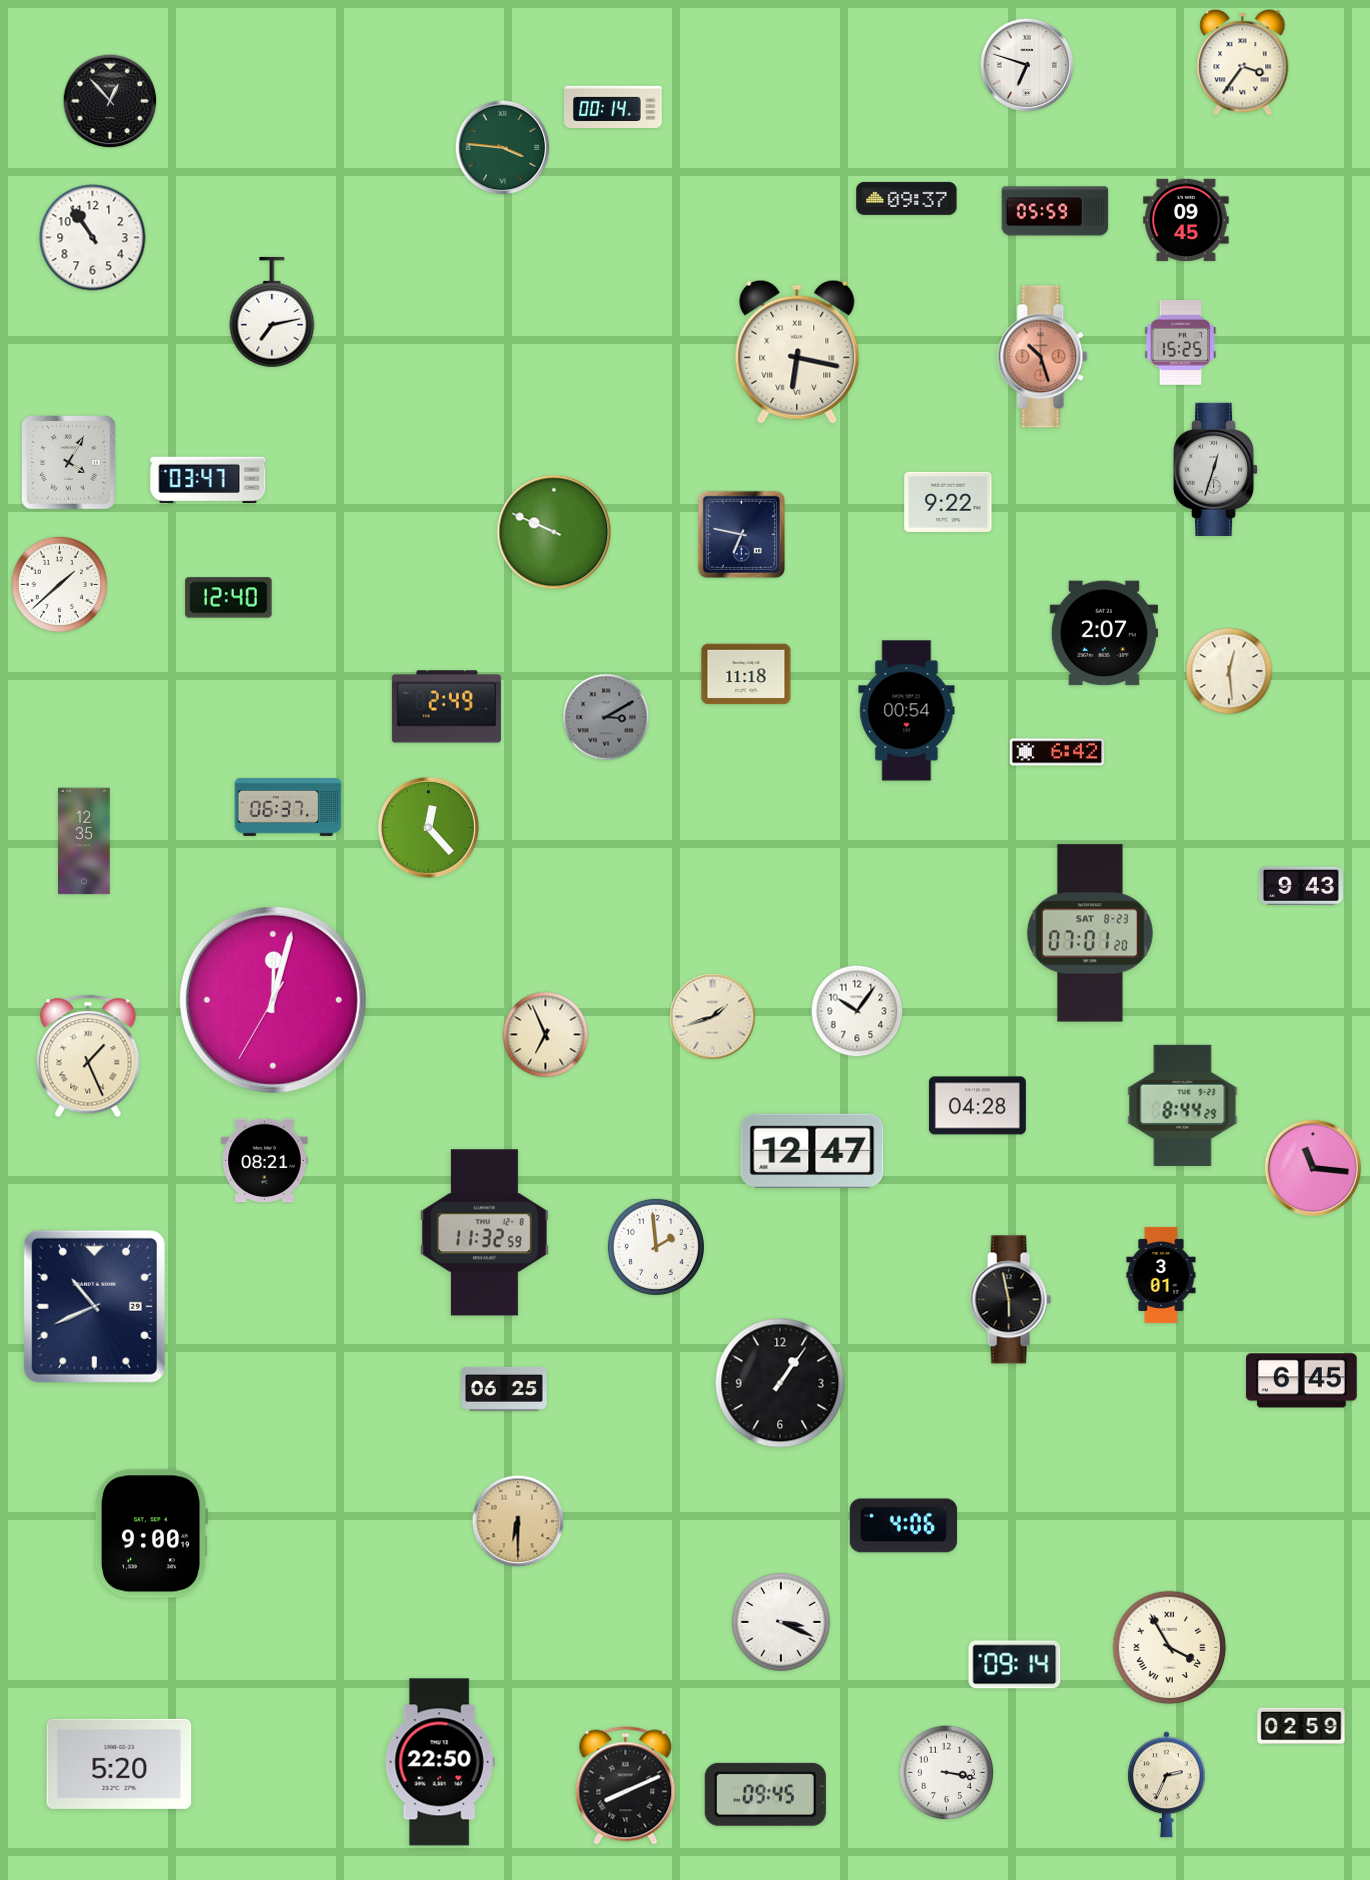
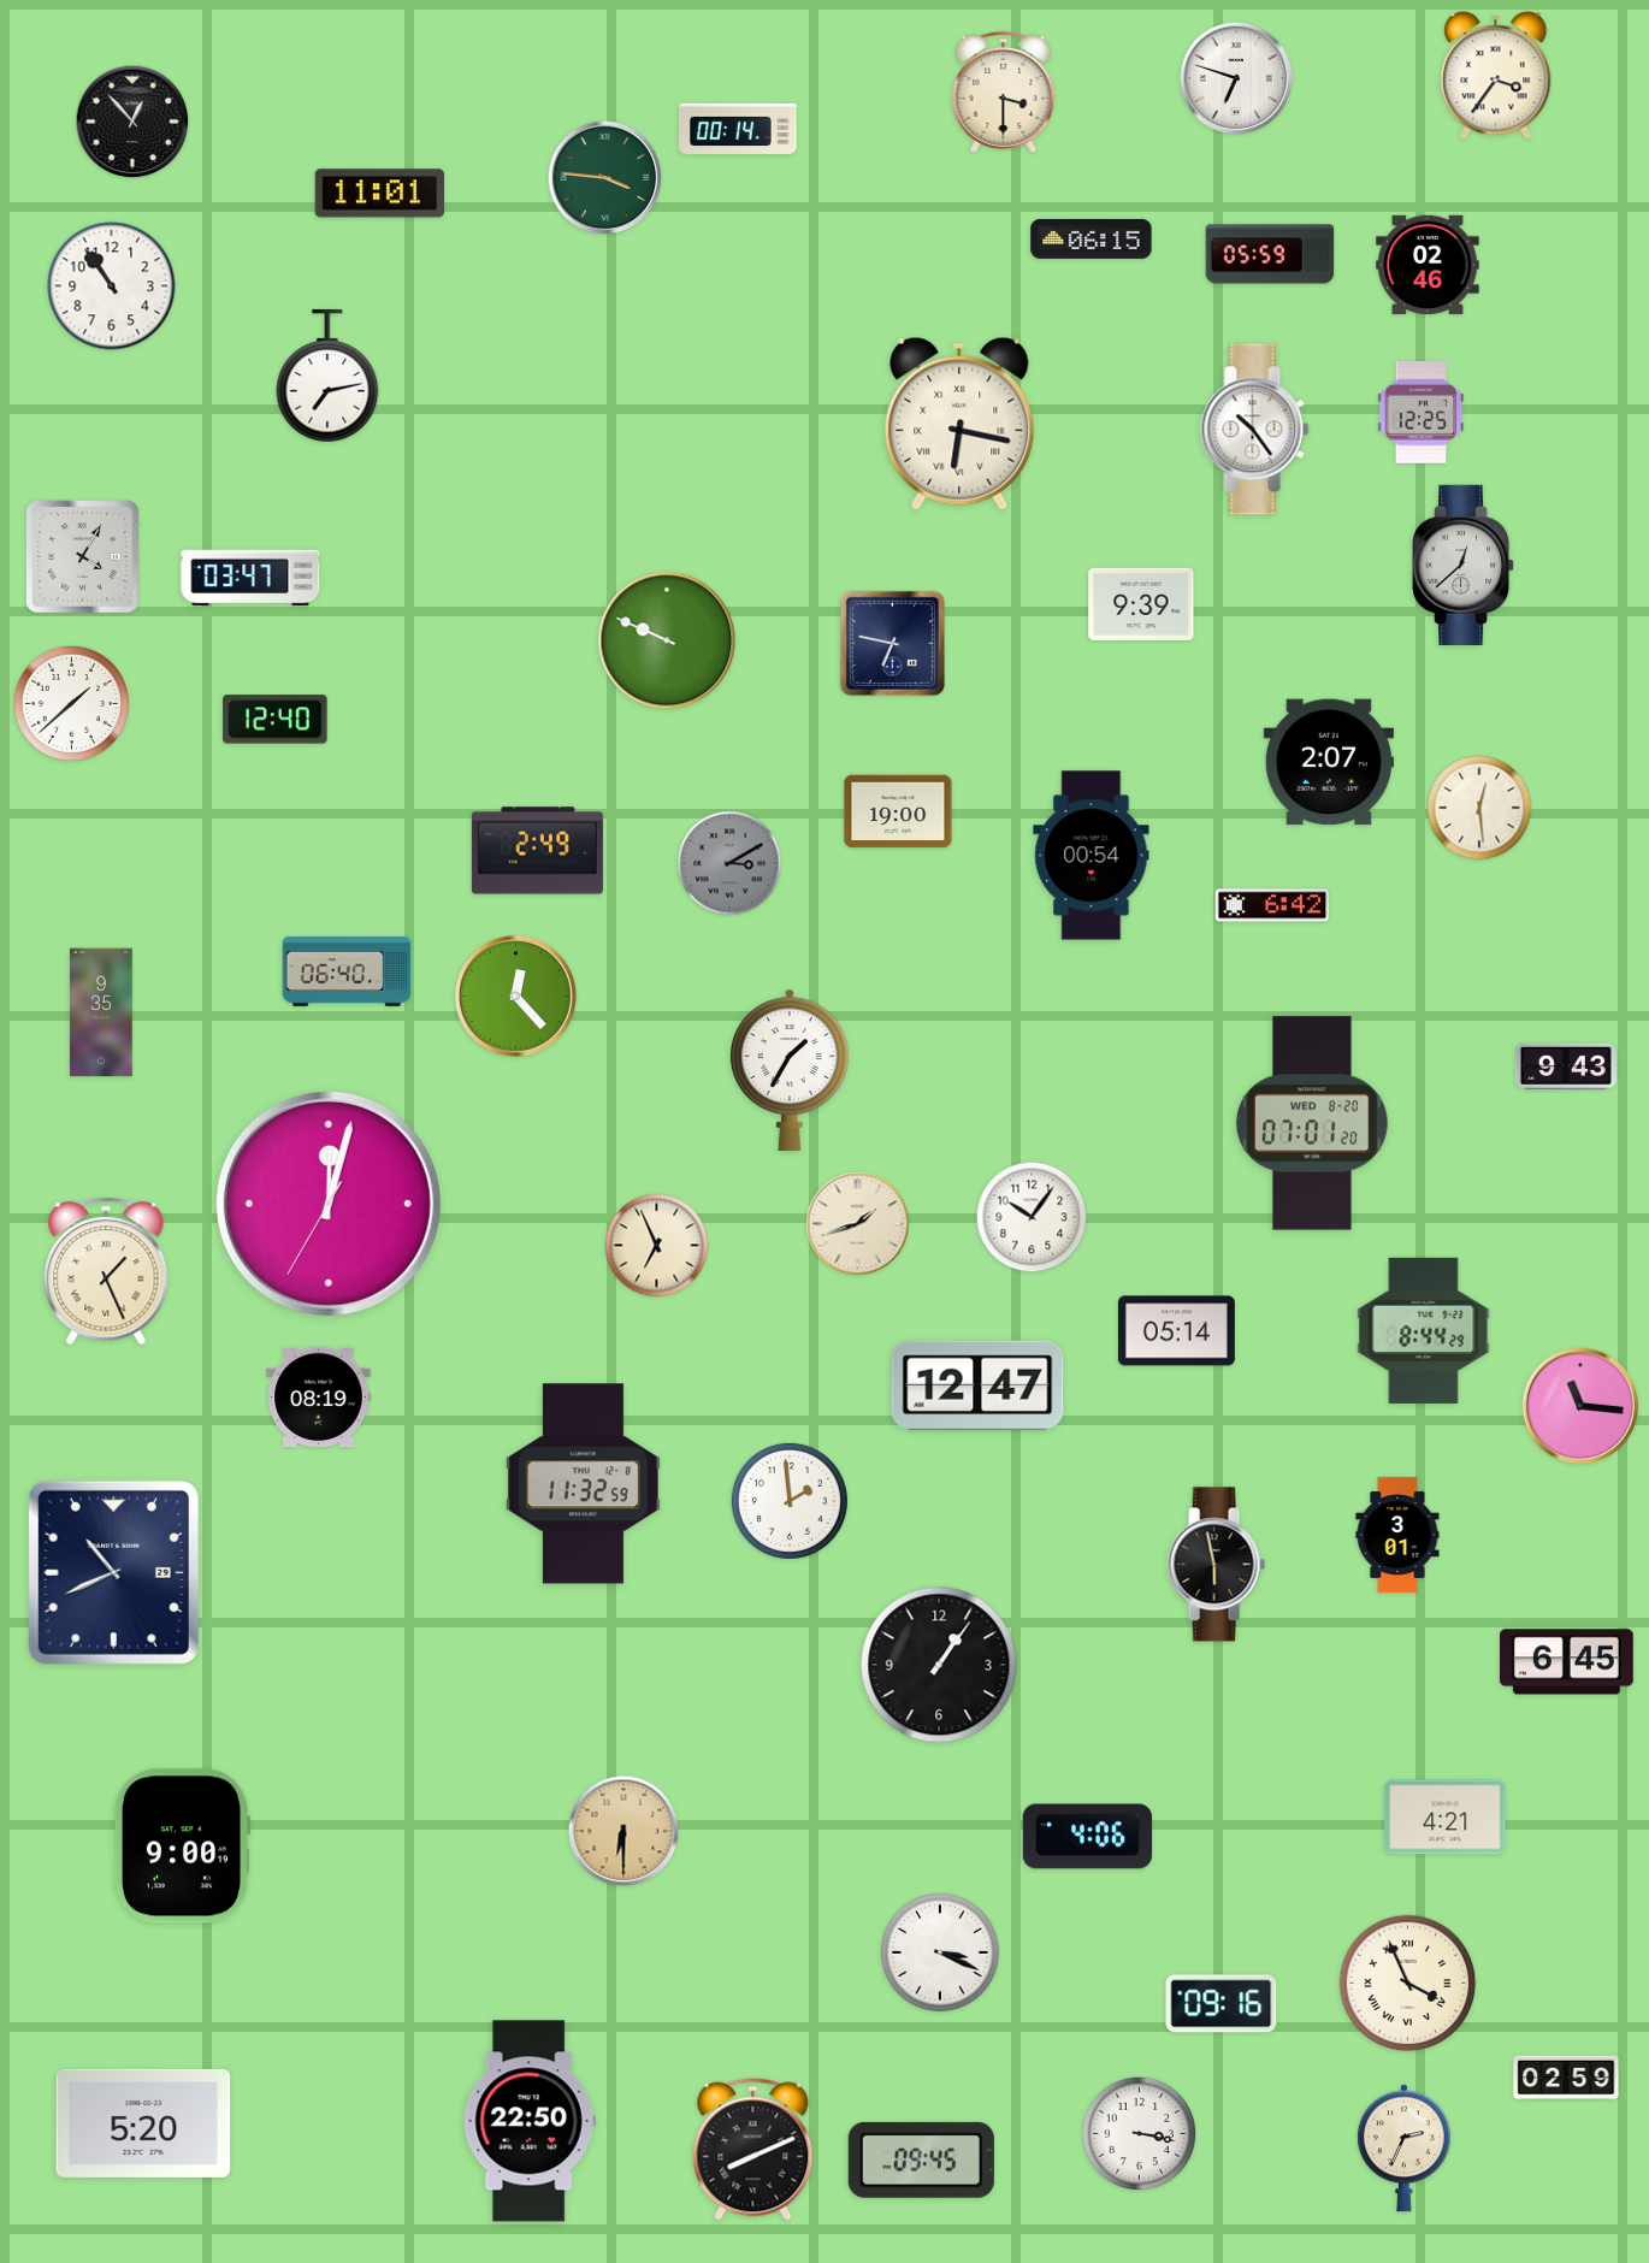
clock at (1004, 91): none -> 3:30
clock at (380, 194): none -> 11:01
clock at (907, 198): 09:37 -> 06:15
clock at (1186, 219): 09:45 -> 02:46
clock at (1181, 343): 15:25 -> 12:25
clock at (1043, 357): 10:27 -> 10:24
clock at (1043, 357) dial: salmon -> white
clock at (1216, 469): 12:33 -> 12:38
clock at (948, 502): 9:22 -> 9:39
clock at (746, 674): 11:18 -> 19:00
clock at (288, 807): 06:37 -> 06:40
clock at (84, 841): 12:35 -> 9:35
clock at (790, 1070): none -> 1:35
clock at (1090, 933) date: SAT 8-23 -> WED 8-20
clock at (977, 1106): 04:28 -> 05:14
clock at (265, 1161): 08:21 -> 08:19
clock at (504, 1389): 06:25 -> none
clock at (1446, 1818): none -> 4:21
clock at (1170, 1648): 3:55 -> 3:56
clock at (1015, 1665): 09:14 -> 09:16
